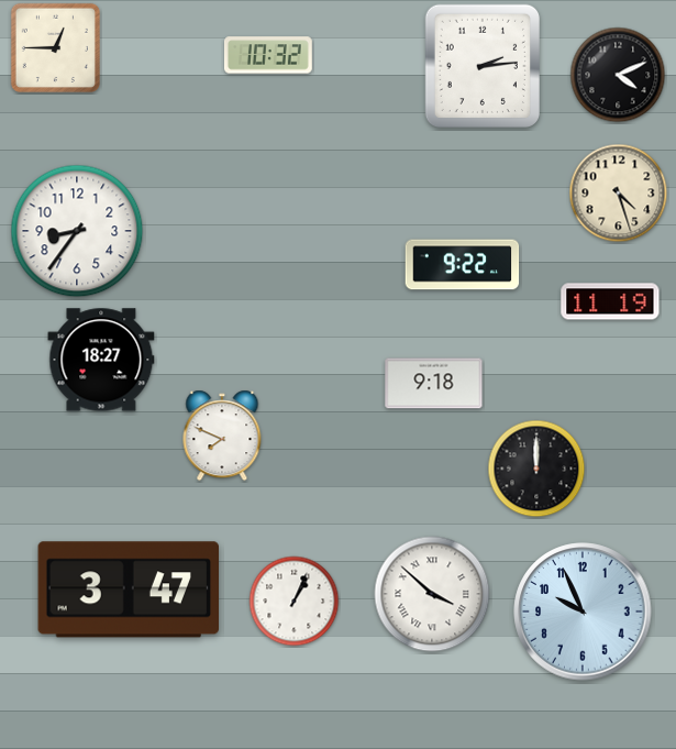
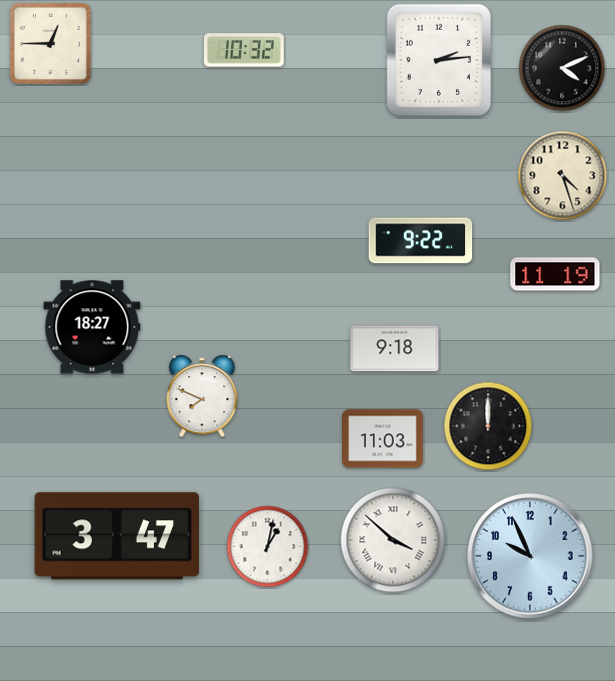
clock at (77, 231): 8:36 -> none
clock at (383, 439): none -> 11:03
clock at (295, 602): 1:04 -> 1:02
